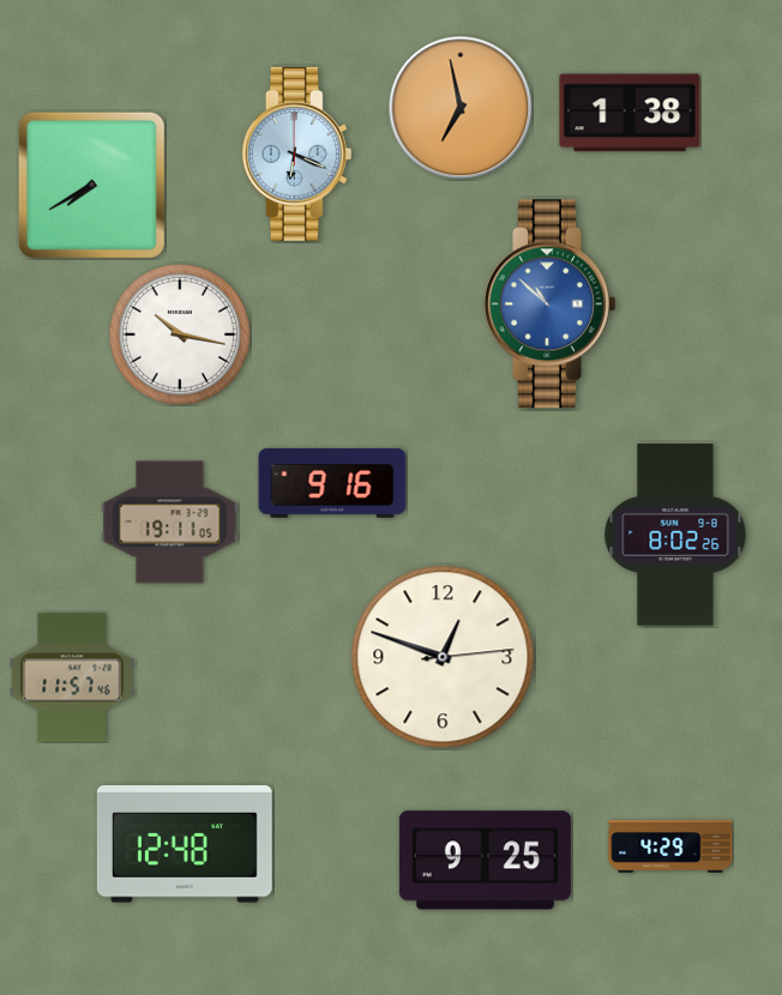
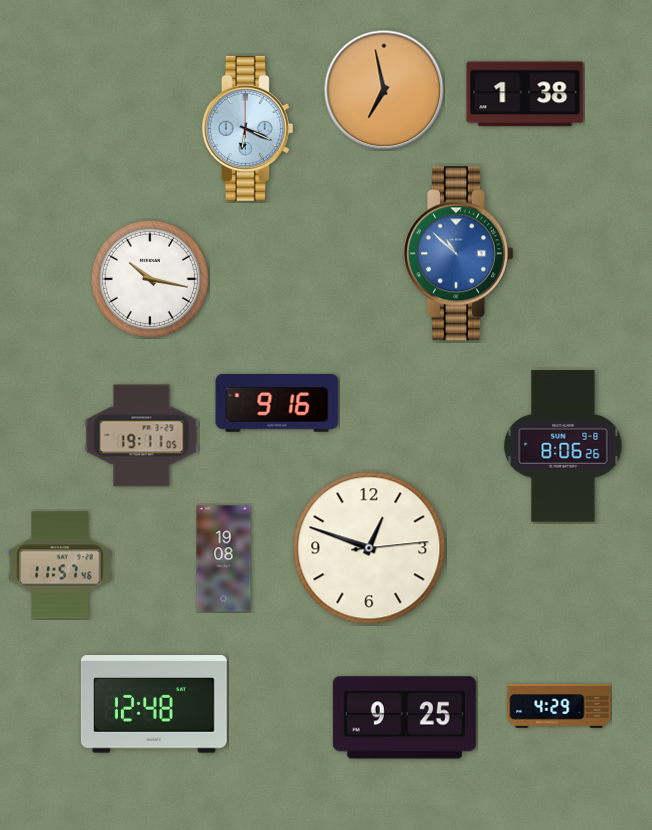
clock at (91, 185): 7:40 -> none
clock at (675, 535): 8:02 -> 8:06
clock at (224, 559): none -> 19:08
